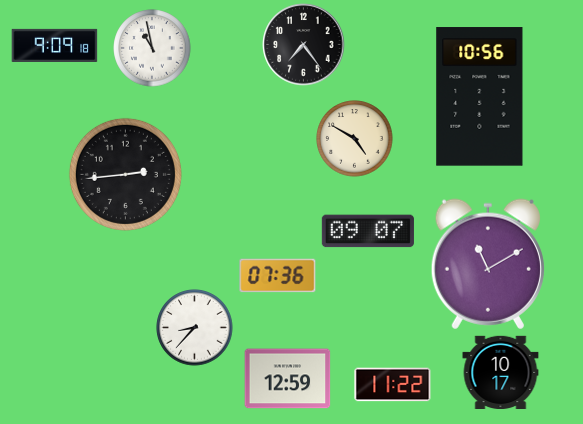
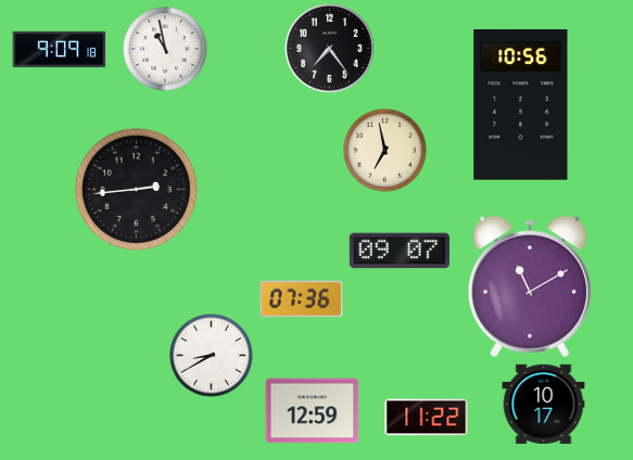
clock at (152, 48) position: (152, 48) -> (165, 49)
clock at (355, 139): 4:50 -> 6:58
clock at (195, 328): 8:37 -> 8:40
